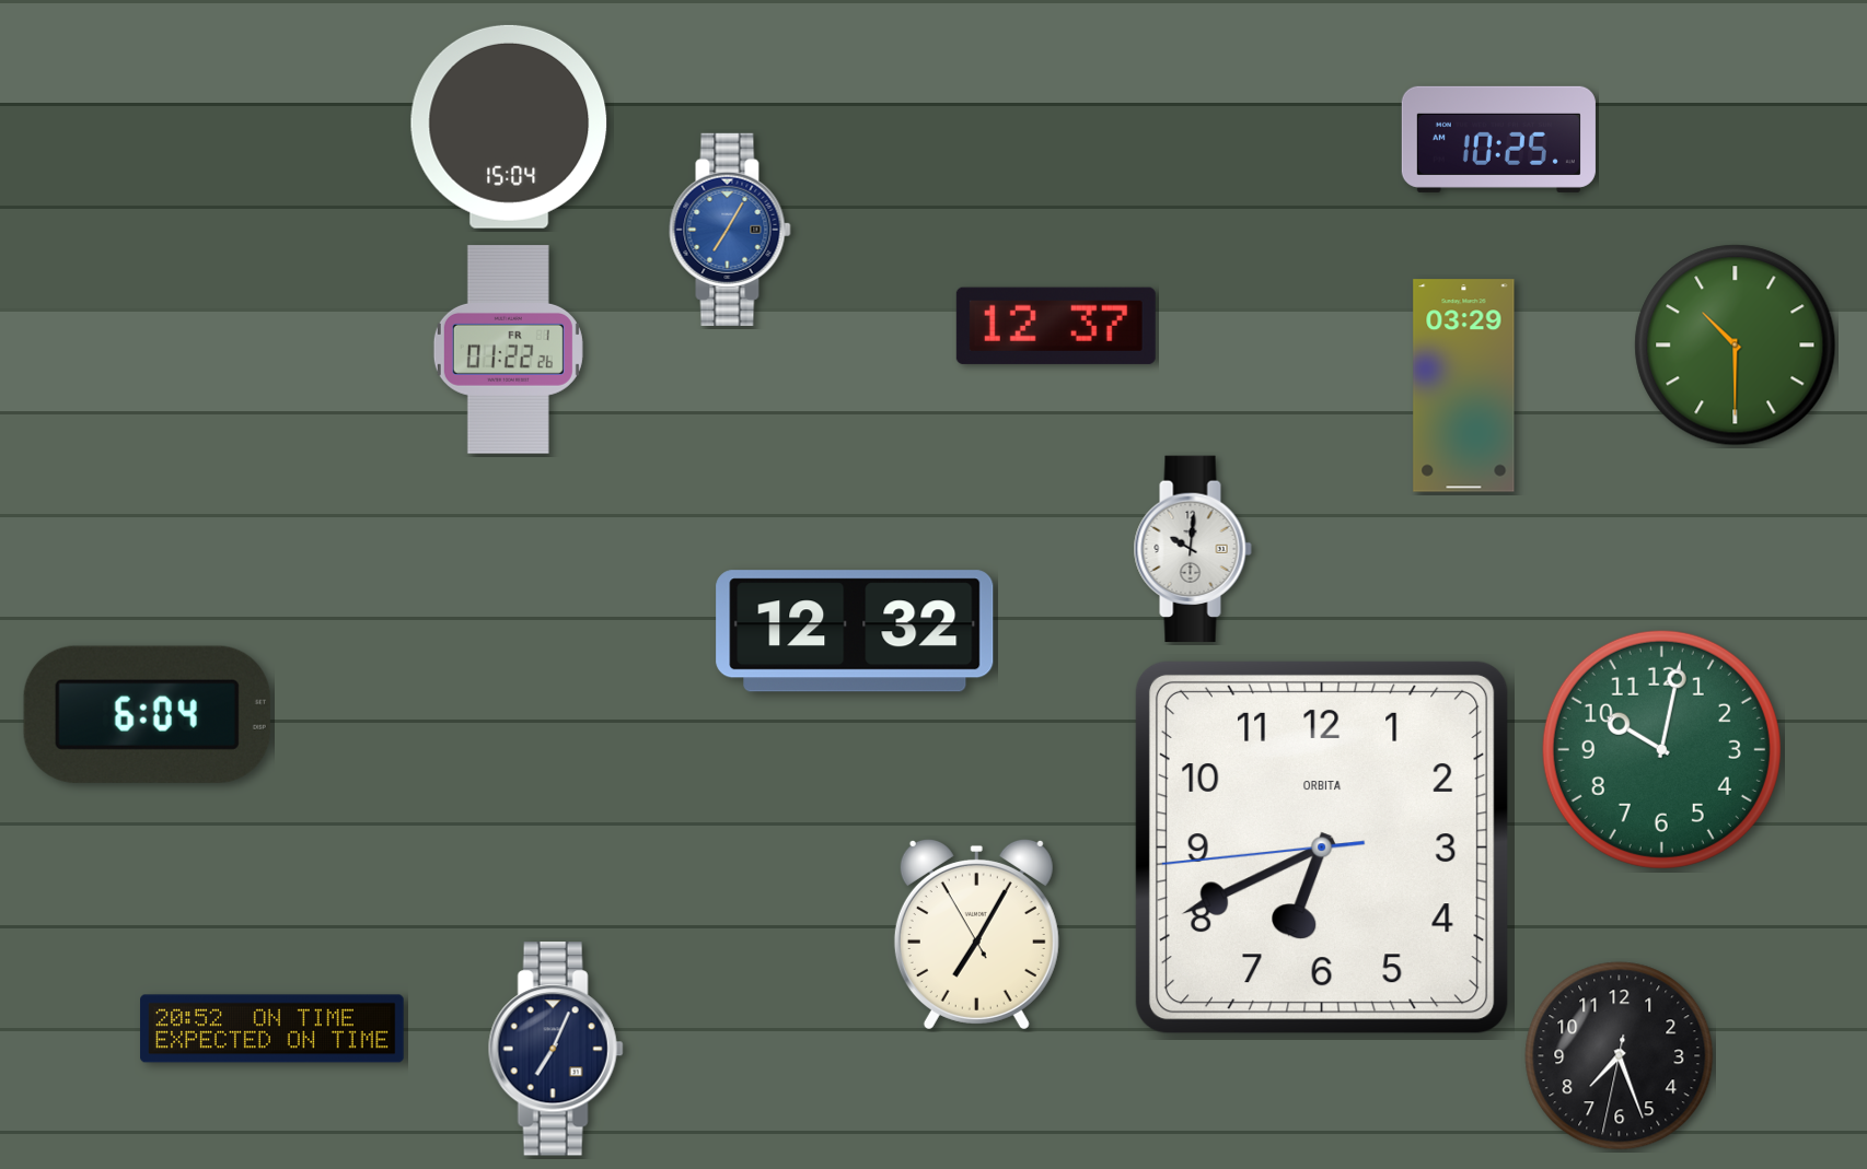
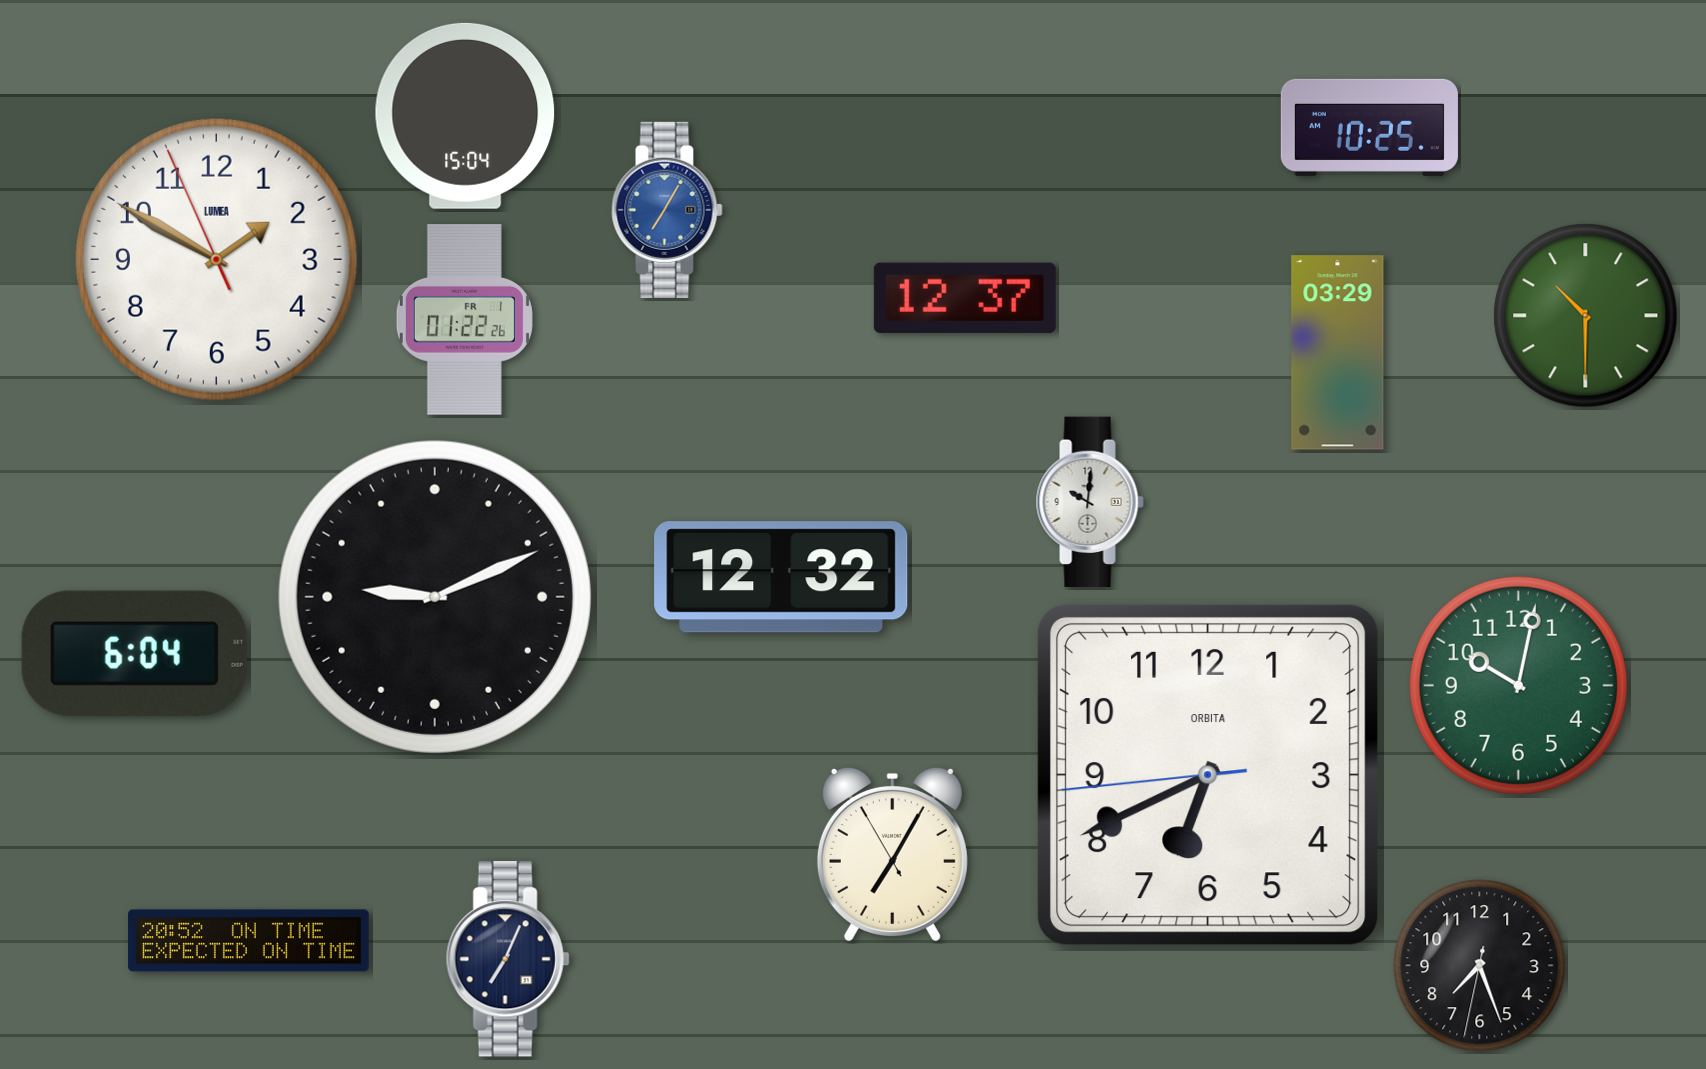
clock at (216, 259): none -> 1:49
clock at (435, 597): none -> 9:11
